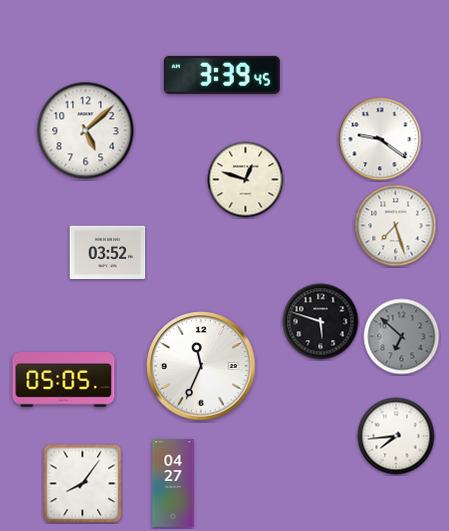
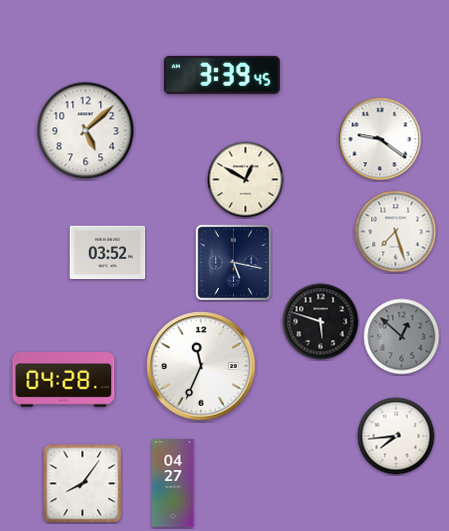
clock at (246, 180): 12:48 -> 12:50
clock at (396, 226) position: (396, 226) -> (396, 232)
clock at (233, 262): none -> 5:17
clock at (402, 337): 6:52 -> 12:52
clock at (64, 380): 05:05 -> 04:28
